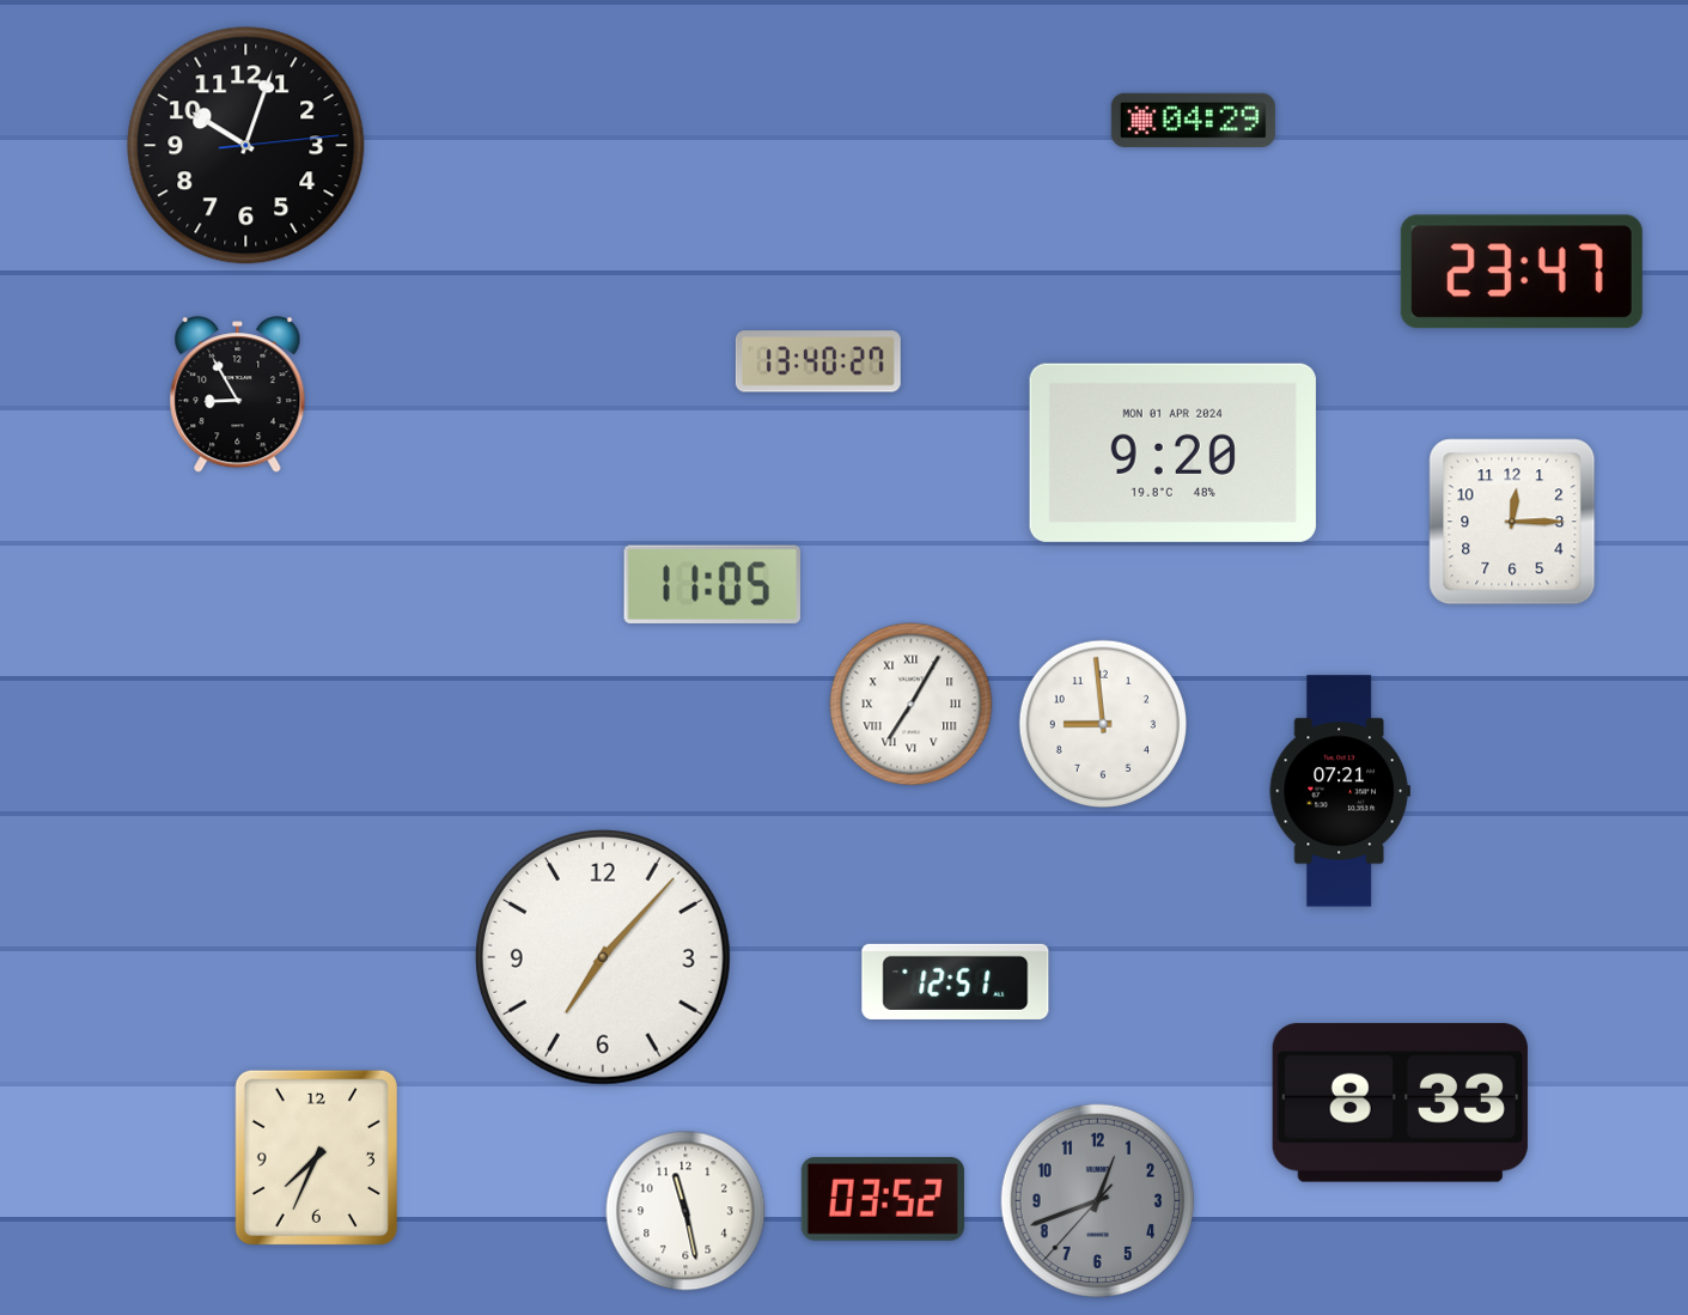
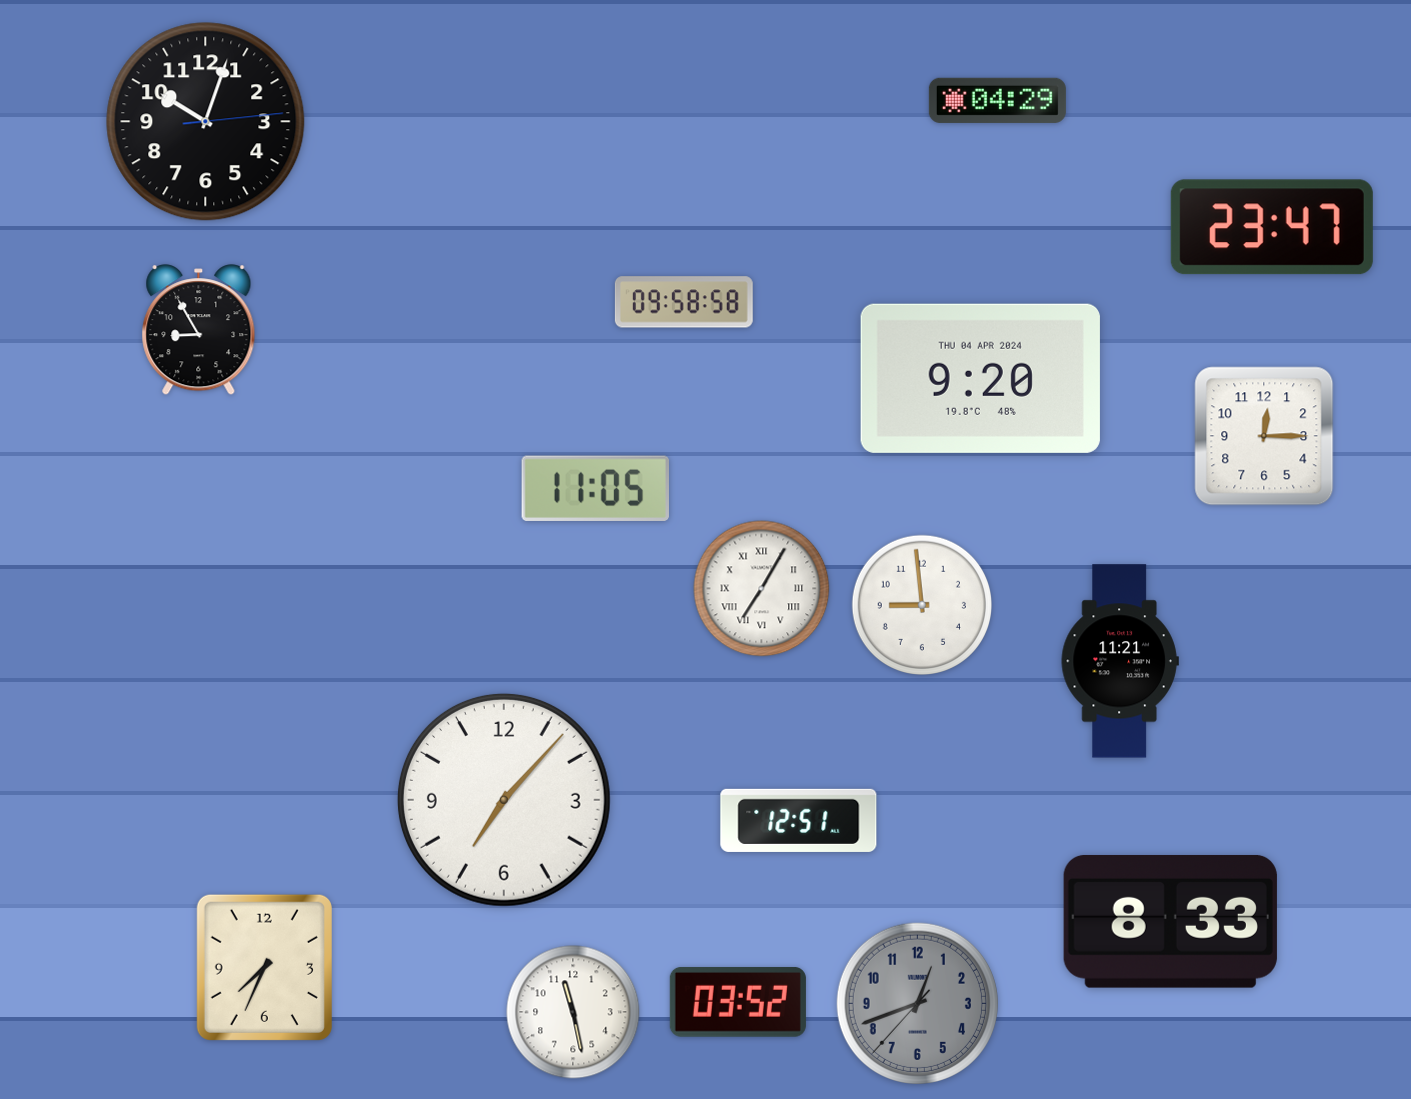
clock at (818, 361): 13:40 -> 09:58
clock at (1172, 452) date: MON 01 APR 2024 -> THU 04 APR 2024
clock at (1340, 791): 07:21 -> 11:21
